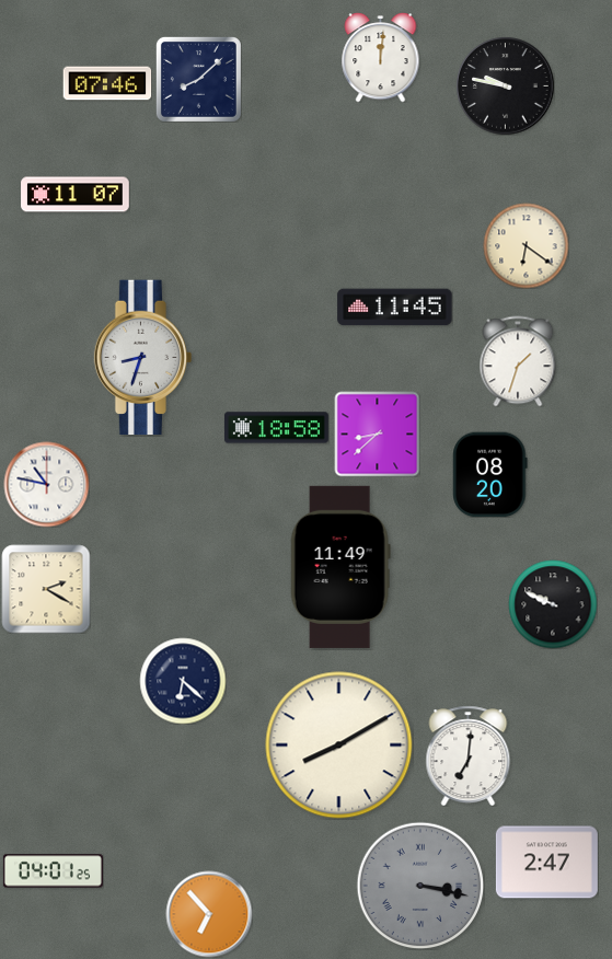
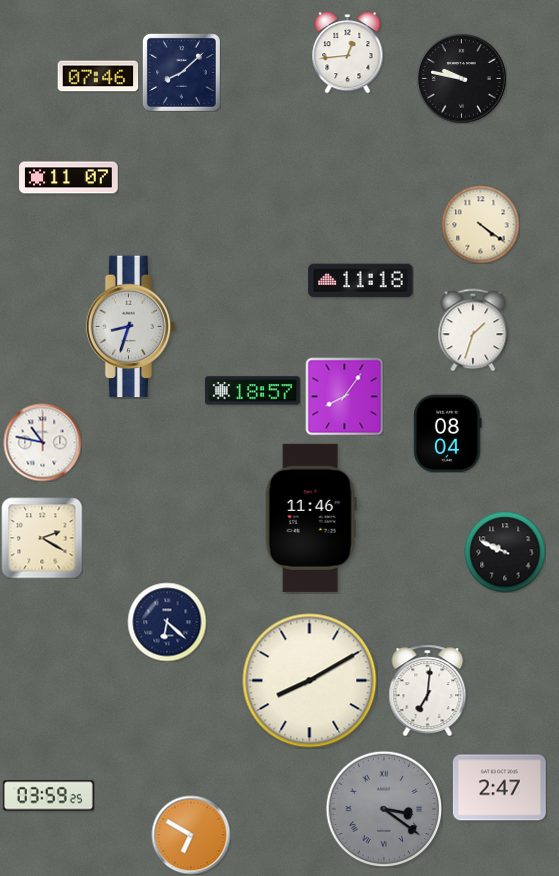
clock at (381, 58): 12:01 -> 12:44
clock at (526, 245): 6:21 -> 4:21
clock at (395, 308): 11:45 -> 11:18
clock at (276, 428): 18:58 -> 18:57
clock at (377, 434): 8:38 -> 8:06
clock at (490, 474): 08:20 -> 08:04
clock at (340, 567): 11:49 -> 11:46
clock at (53, 871): 04:01 -> 03:59
clock at (420, 886): 3:17 -> 3:21
clock at (209, 914): 6:53 -> 6:50
